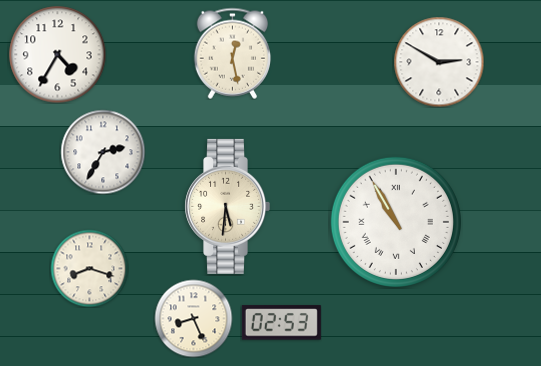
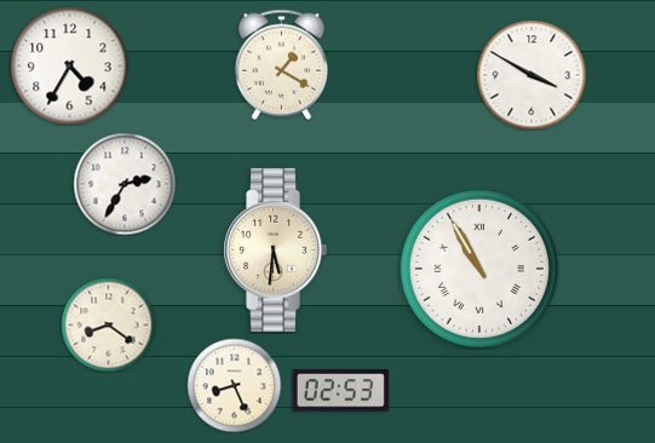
clock at (233, 53): 12:28 -> 1:20
clock at (439, 62): 2:50 -> 3:50
clock at (89, 268): 8:18 -> 8:21
